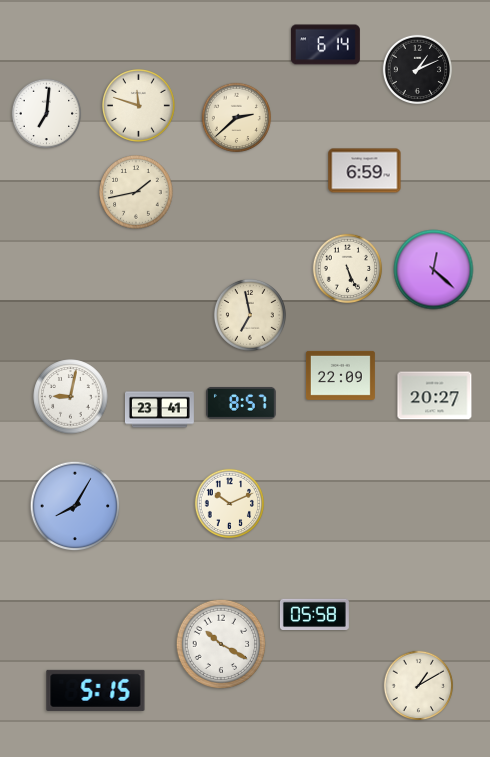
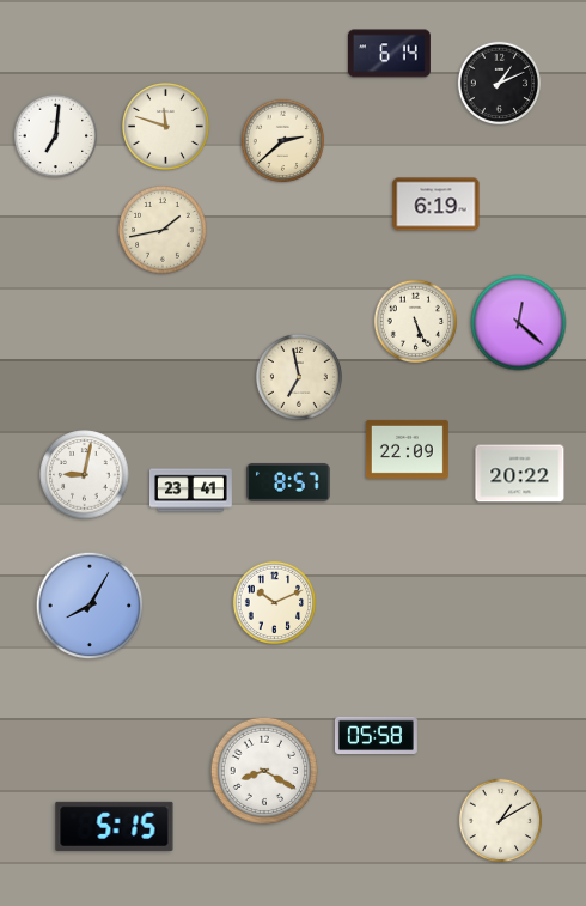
clock at (365, 171): 6:59 -> 6:19
clock at (435, 396): 20:27 -> 20:22
clock at (221, 644): 10:20 -> 8:20
